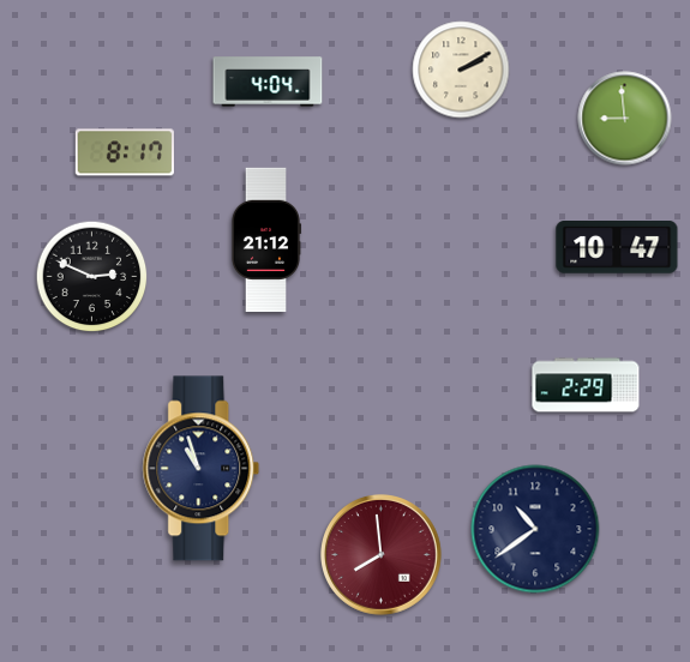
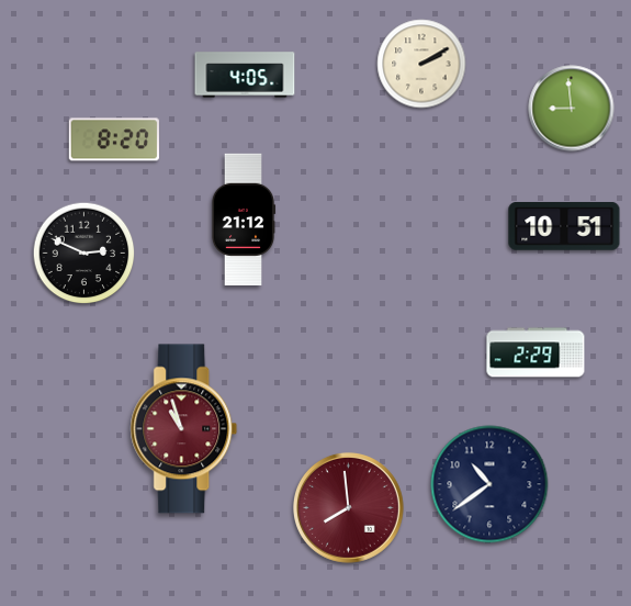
clock at (268, 82): 4:04 -> 4:05
clock at (125, 152): 8:17 -> 8:20
clock at (617, 247): 10:47 -> 10:51
clock at (202, 469) dial: navy -> burgundy
